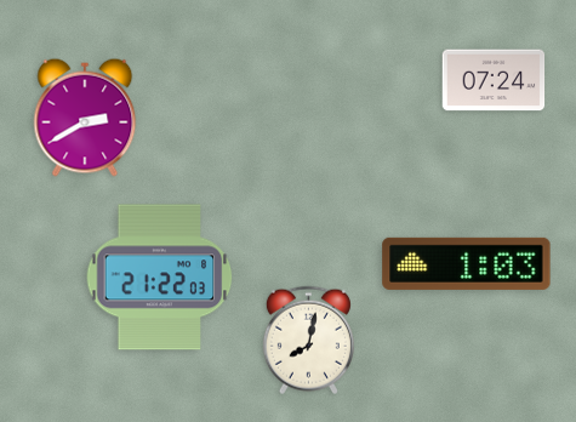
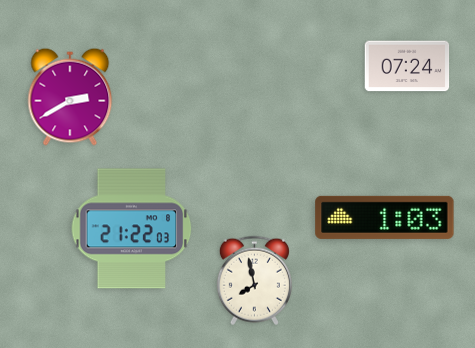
clock at (308, 341): 8:02 -> 7:58
